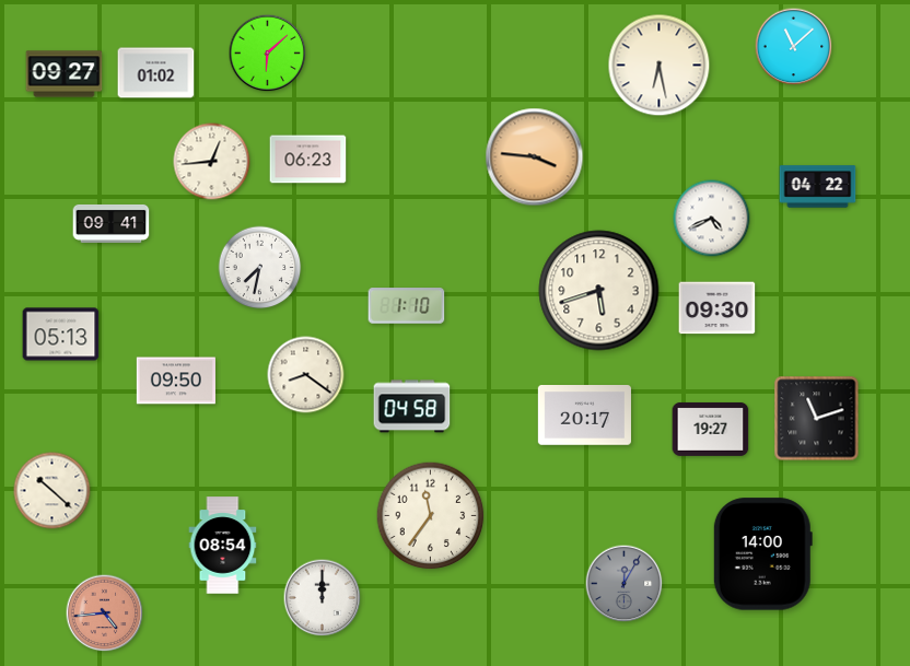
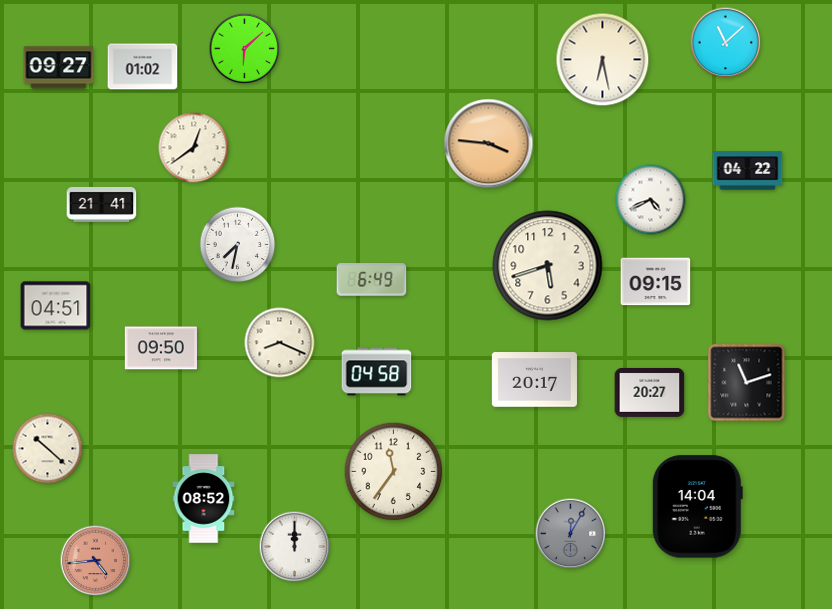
clock at (308, 160): 06:23 -> none
clock at (212, 162): 12:44 -> 12:39
clock at (112, 223): 09:41 -> 21:41
clock at (407, 306): 1:10 -> 6:49
clock at (717, 308): 09:30 -> 09:15
clock at (61, 335): 05:13 -> 04:51
clock at (306, 375): 8:21 -> 8:19
clock at (711, 429): 19:27 -> 20:27
clock at (223, 546): 08:54 -> 08:52
clock at (762, 554): 14:00 -> 14:04
